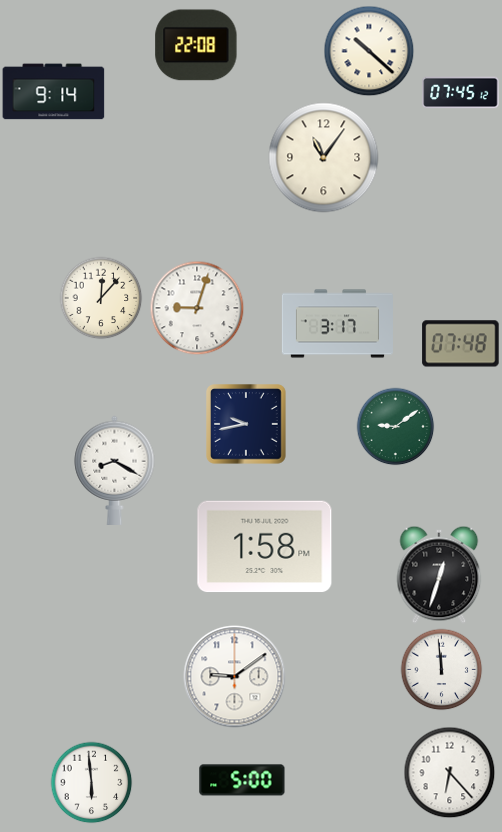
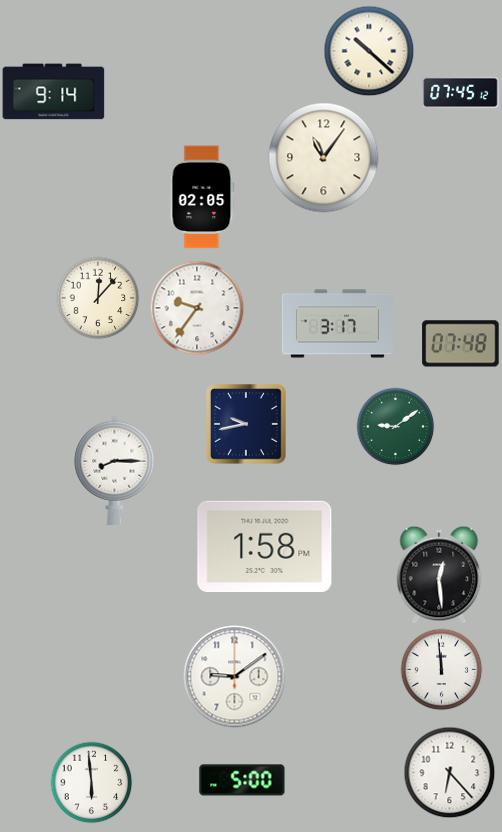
clock at (196, 45): 22:08 -> none
clock at (202, 197): none -> 02:05
clock at (101, 298) position: (101, 298) -> (98, 298)
clock at (197, 308): 9:03 -> 9:36
clock at (115, 470): 8:20 -> 8:15
clock at (439, 575): 12:33 -> 12:29
